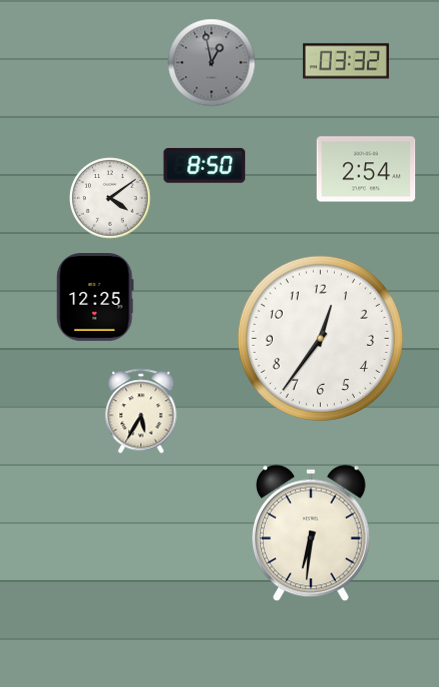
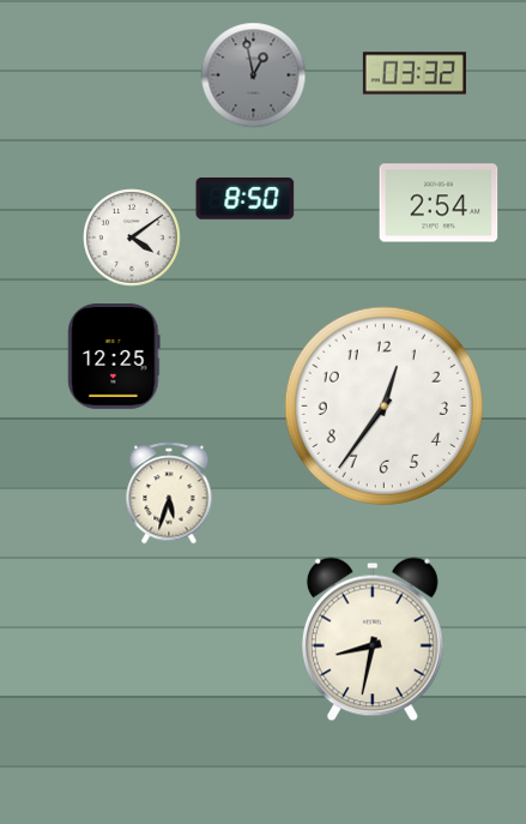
clock at (141, 411): 5:35 -> 5:33
clock at (311, 533): 6:31 -> 8:32
